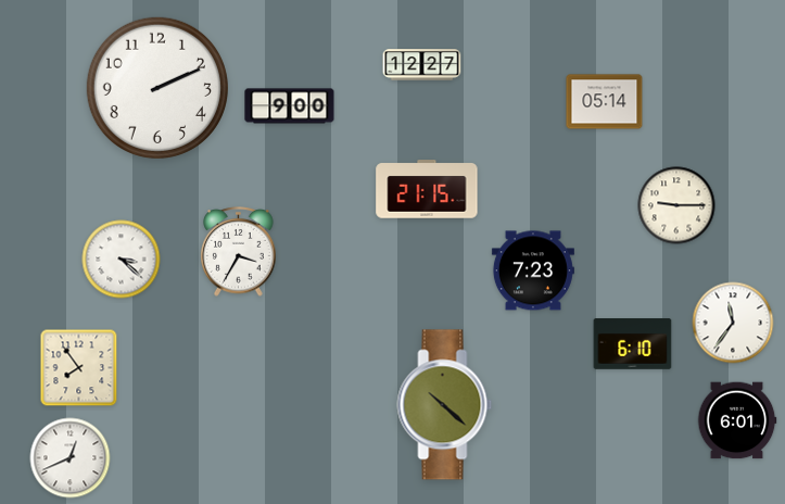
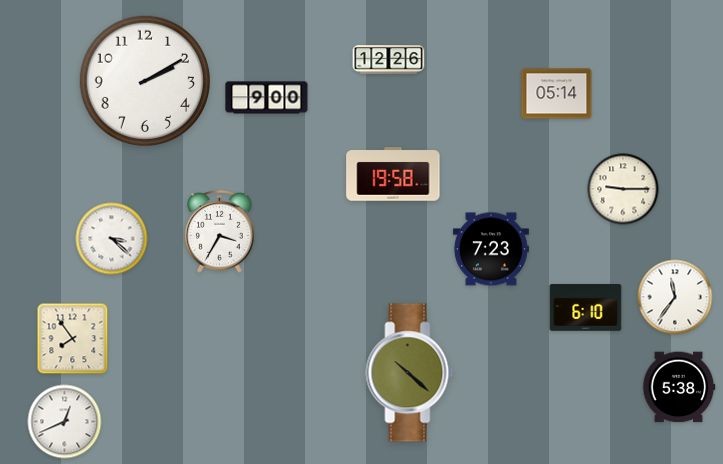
clock at (422, 65): 12:27 -> 12:26
clock at (157, 88): 2:11 -> 2:10
clock at (427, 189): 21:15 -> 19:58
clock at (633, 344) position: (633, 344) -> (586, 308)
clock at (737, 420): 6:01 -> 5:38
